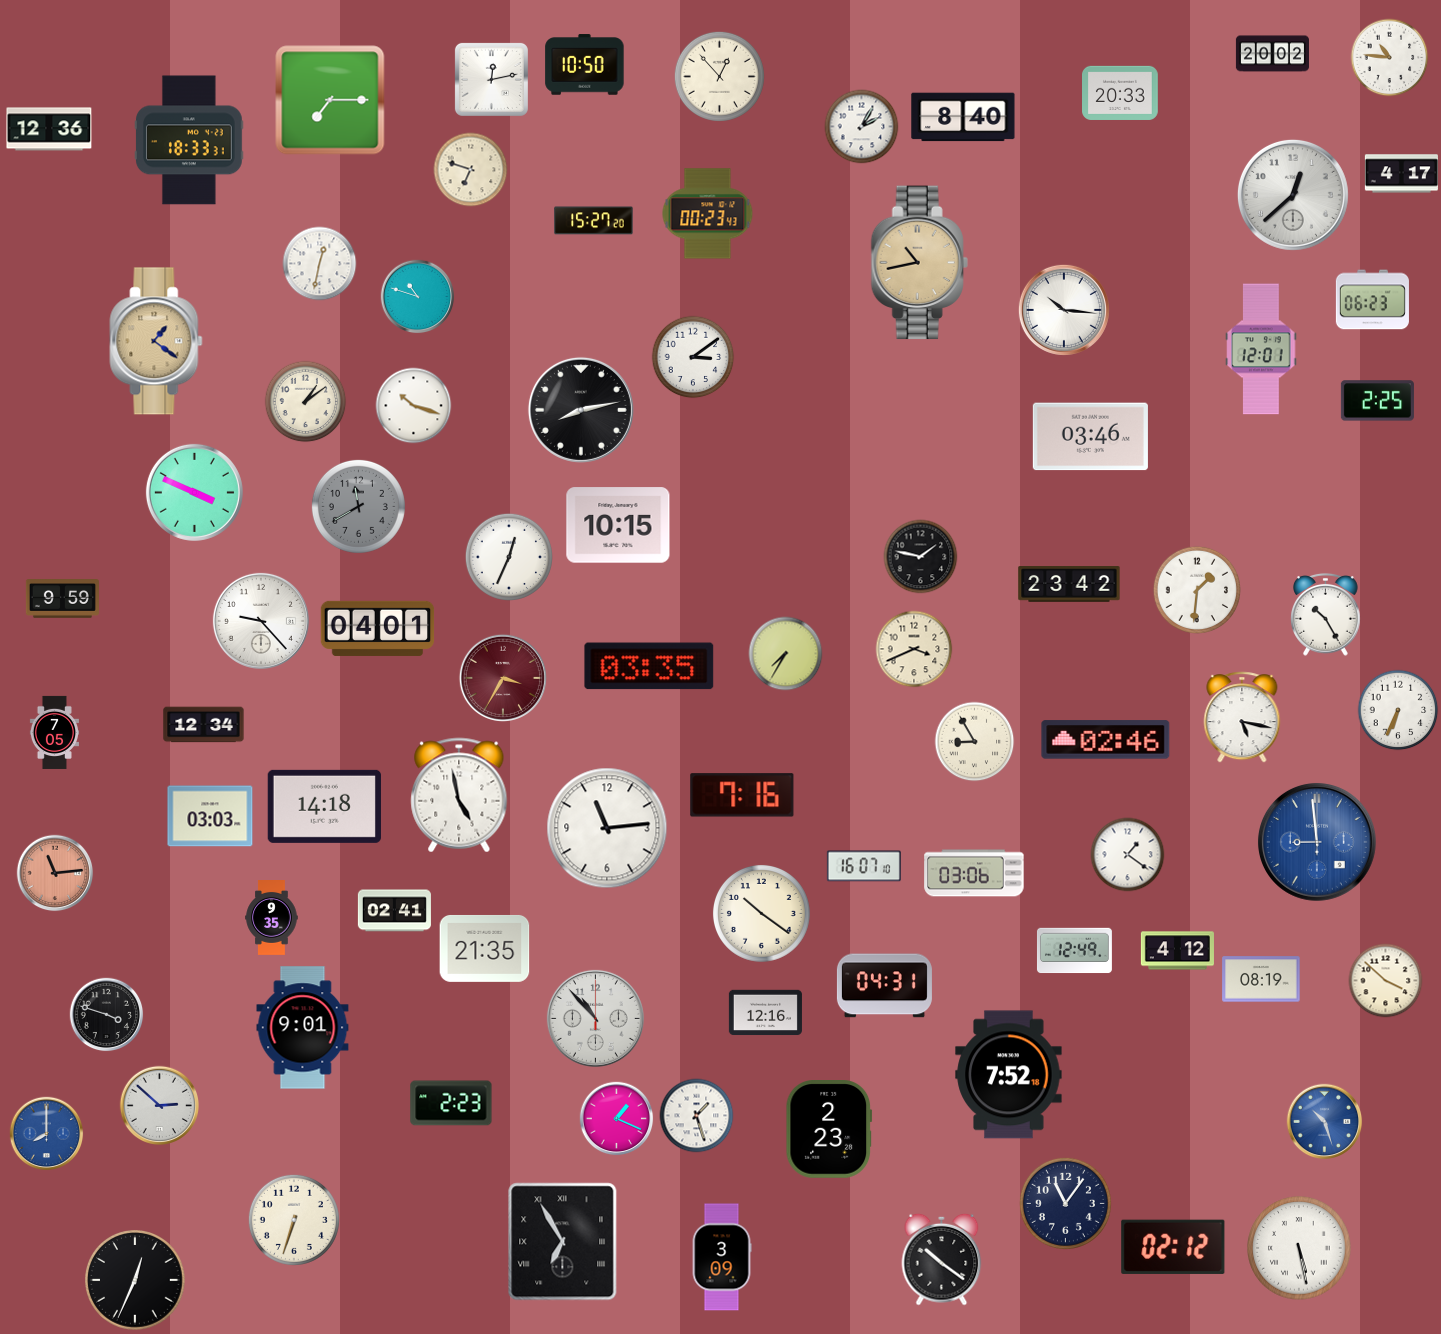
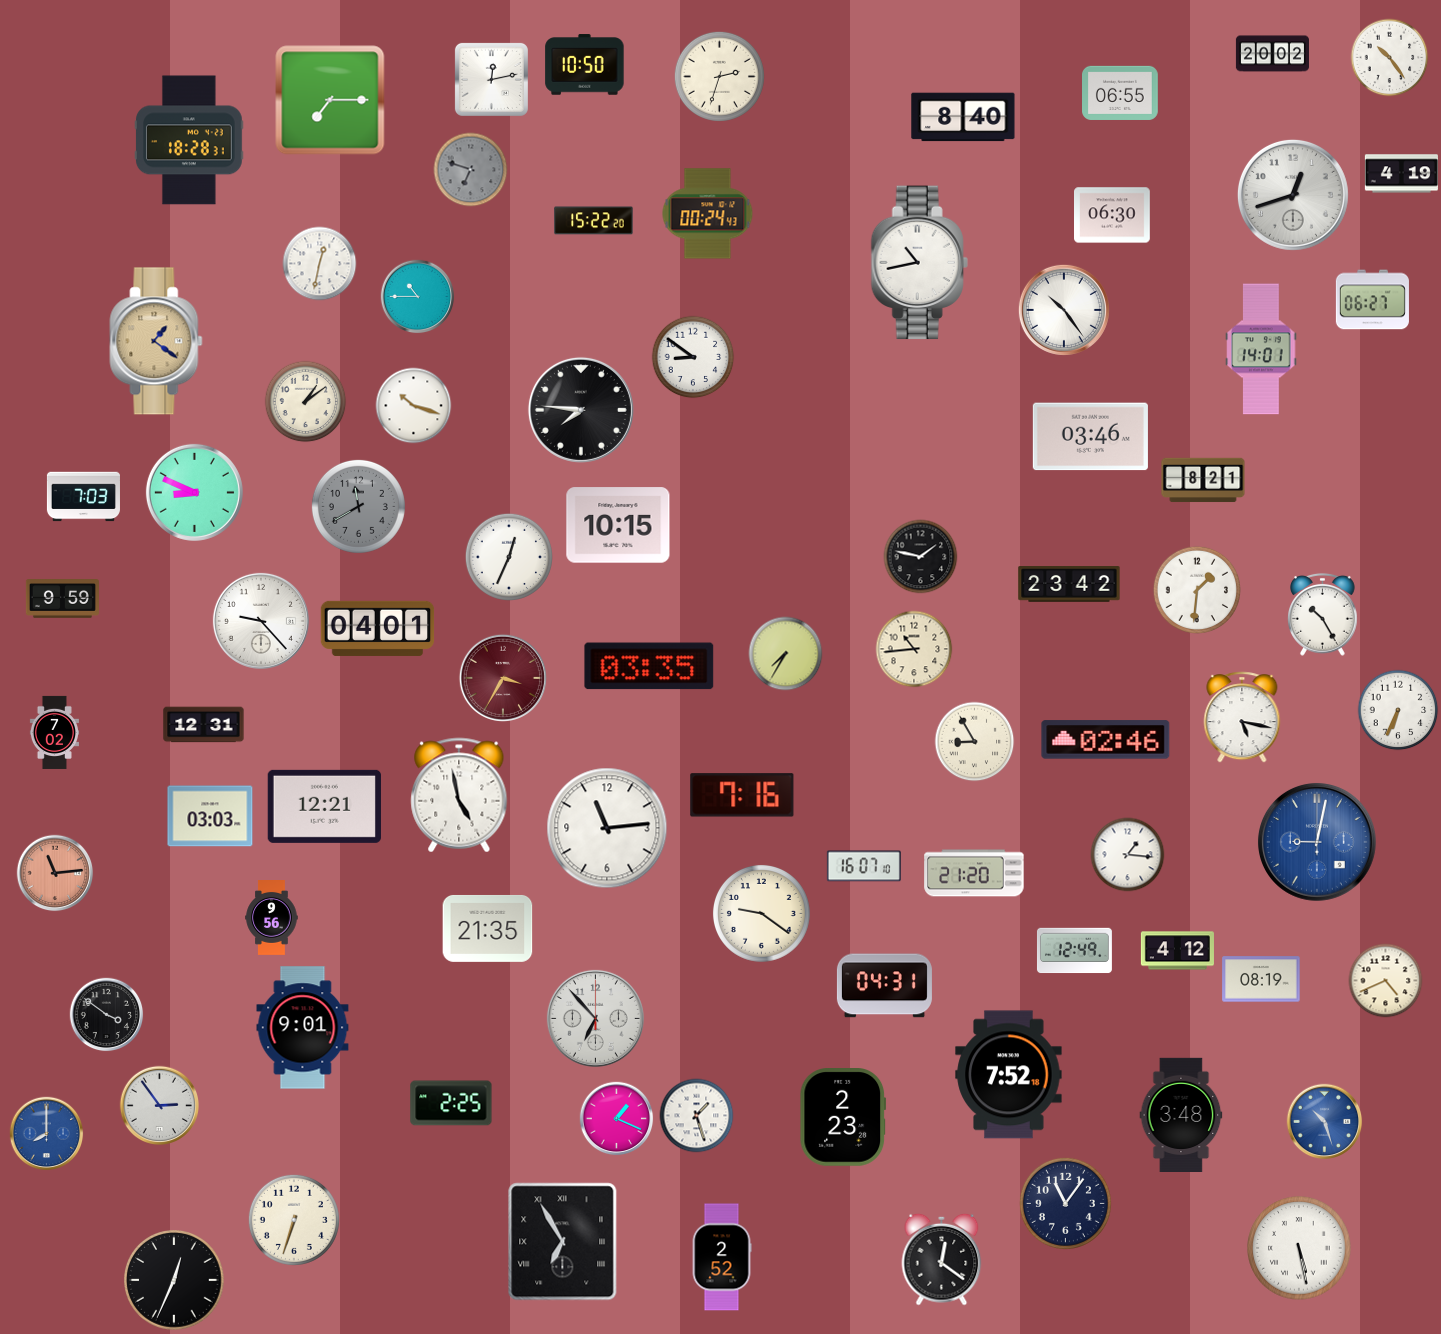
clock at (1390, 58): 10:46 -> 10:24
clock at (719, 76): 12:53 -> 2:33
clock at (1121, 93): 20:33 -> 06:55
clock at (862, 127): 2:05 -> none
clock at (49, 129): 12:36 -> none
clock at (190, 140): 18:33 -> 18:28
clock at (471, 170) dial: cream -> grey
clock at (1401, 174): 4:17 -> 4:19
clock at (1293, 195): 12:38 -> 12:42
clock at (708, 214): 00:23 -> 00:24
clock at (1113, 215): none -> 06:30
clock at (594, 221): 15:27 -> 15:22
clock at (919, 263) dial: champagne -> white
clock at (418, 297): 10:48 -> 10:45
clock at (1372, 300): 06:23 -> 06:27
clock at (1064, 310): 10:16 -> 10:24
clock at (1261, 349): 12:01 -> 14:01
clock at (693, 357): 3:09 -> 8:51
clock at (1377, 401): 2:25 -> none
clock at (581, 410): 8:13 -> 7:46
clock at (1203, 480): none -> 8:21
clock at (194, 492): 3:49 -> 8:49
clock at (83, 497): none -> 7:03
clock at (1326, 614) position: (1326, 614) -> (1323, 614)
clock at (914, 649): 3:41 -> 10:44
clock at (204, 725): 12:34 -> 12:31
clock at (54, 732): 7:05 -> 7:02
clock at (324, 806): 14:18 -> 12:21
clock at (1317, 842): 8:59 -> 9:02
clock at (1128, 855): 1:21 -> 1:16
clock at (974, 873): 03:06 -> 21:20
clock at (394, 911): 02:41 -> none
clock at (761, 913): 10:21 -> 9:21
clock at (272, 918): 9:35 -> 9:56
clock at (485, 948) position: (485, 948) -> (488, 928)
clock at (1386, 981): 3:52 -> 4:41
clock at (765, 1013): 12:16 -> none
clock at (107, 1015): 3:48 -> 3:51
clock at (595, 1018): 10:53 -> 6:53
clock at (451, 1103): 2:23 -> 2:25
clock at (159, 1106): 2:52 -> 2:54
clock at (1181, 1114): none -> 3:48
clock at (829, 1130) position: (829, 1130) -> (843, 1118)
clock at (1173, 1247): 02:12 -> none
clock at (722, 1257): 3:09 -> 2:52
clock at (942, 1259): 10:21 -> 12:21
clock at (136, 1281) position: (136, 1281) -> (175, 1281)
